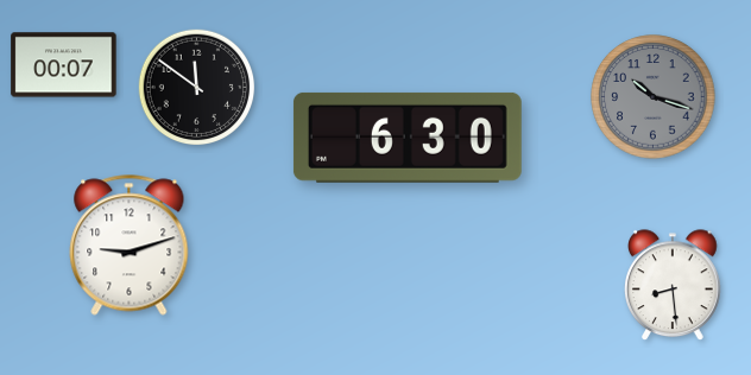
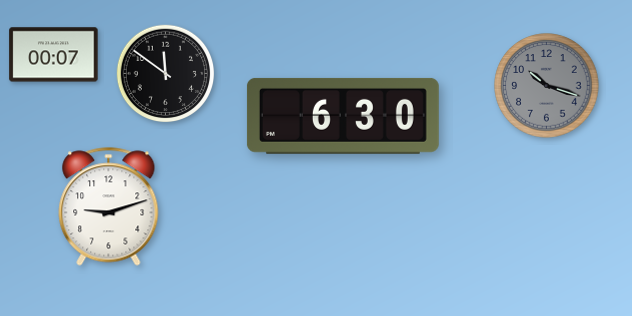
clock at (654, 97) position: (654, 97) -> (547, 86)
clock at (674, 286): 8:29 -> none
